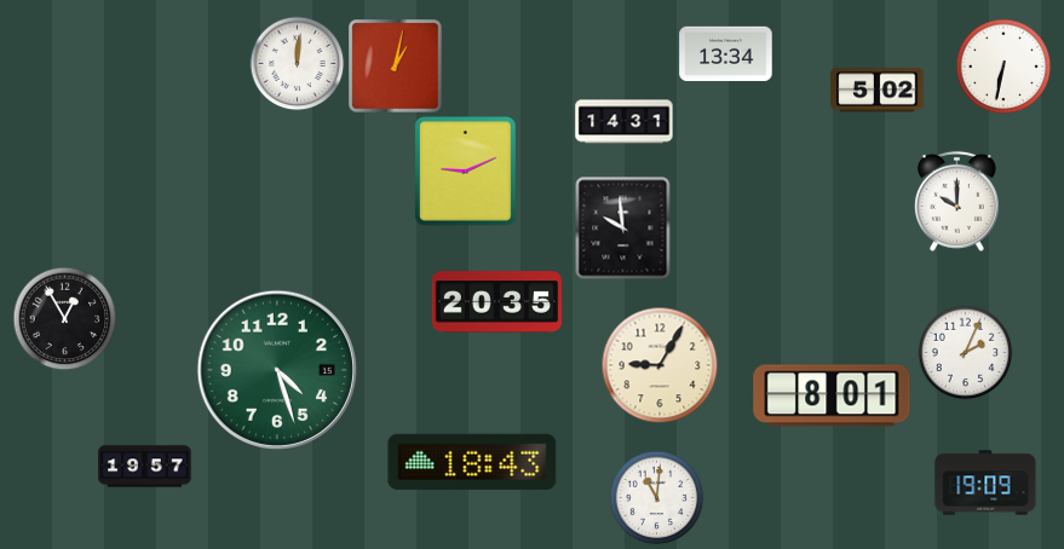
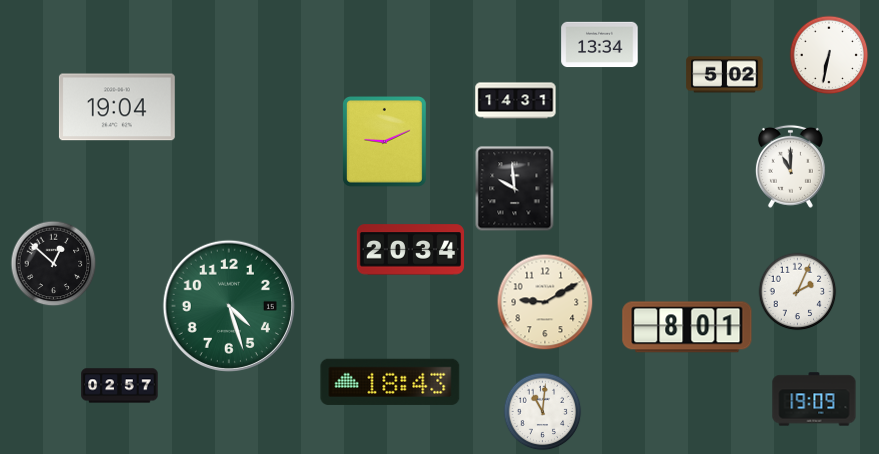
clock at (297, 63): 12:01 -> none
clock at (396, 67): 1:02 -> none
clock at (117, 107): none -> 19:04
clock at (956, 201): 10:00 -> 11:00
clock at (498, 302): 20:35 -> 20:34
clock at (64, 318): 12:55 -> 12:52
clock at (660, 365): 9:05 -> 9:10
clock at (145, 467): 19:57 -> 02:57
